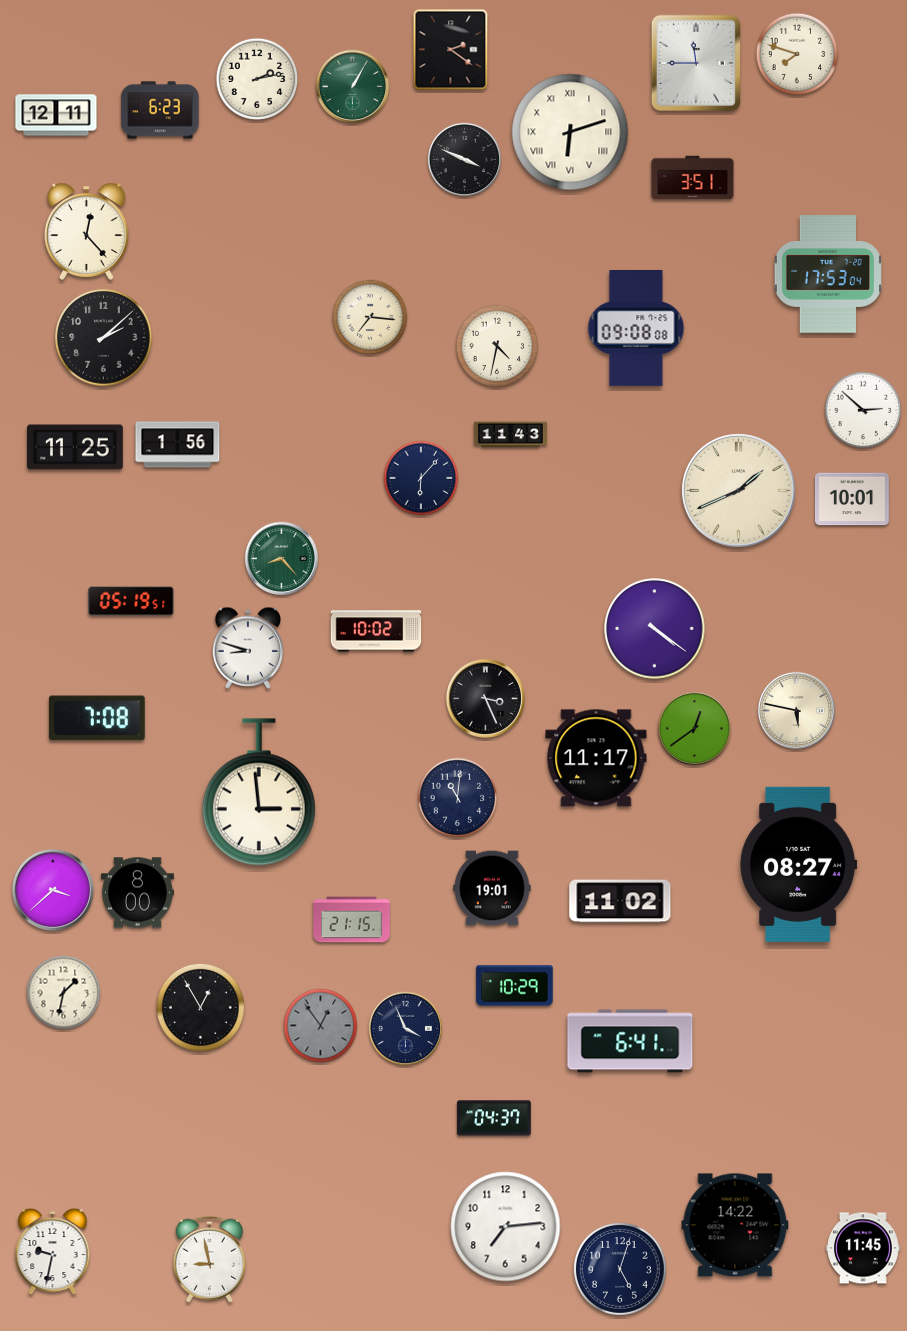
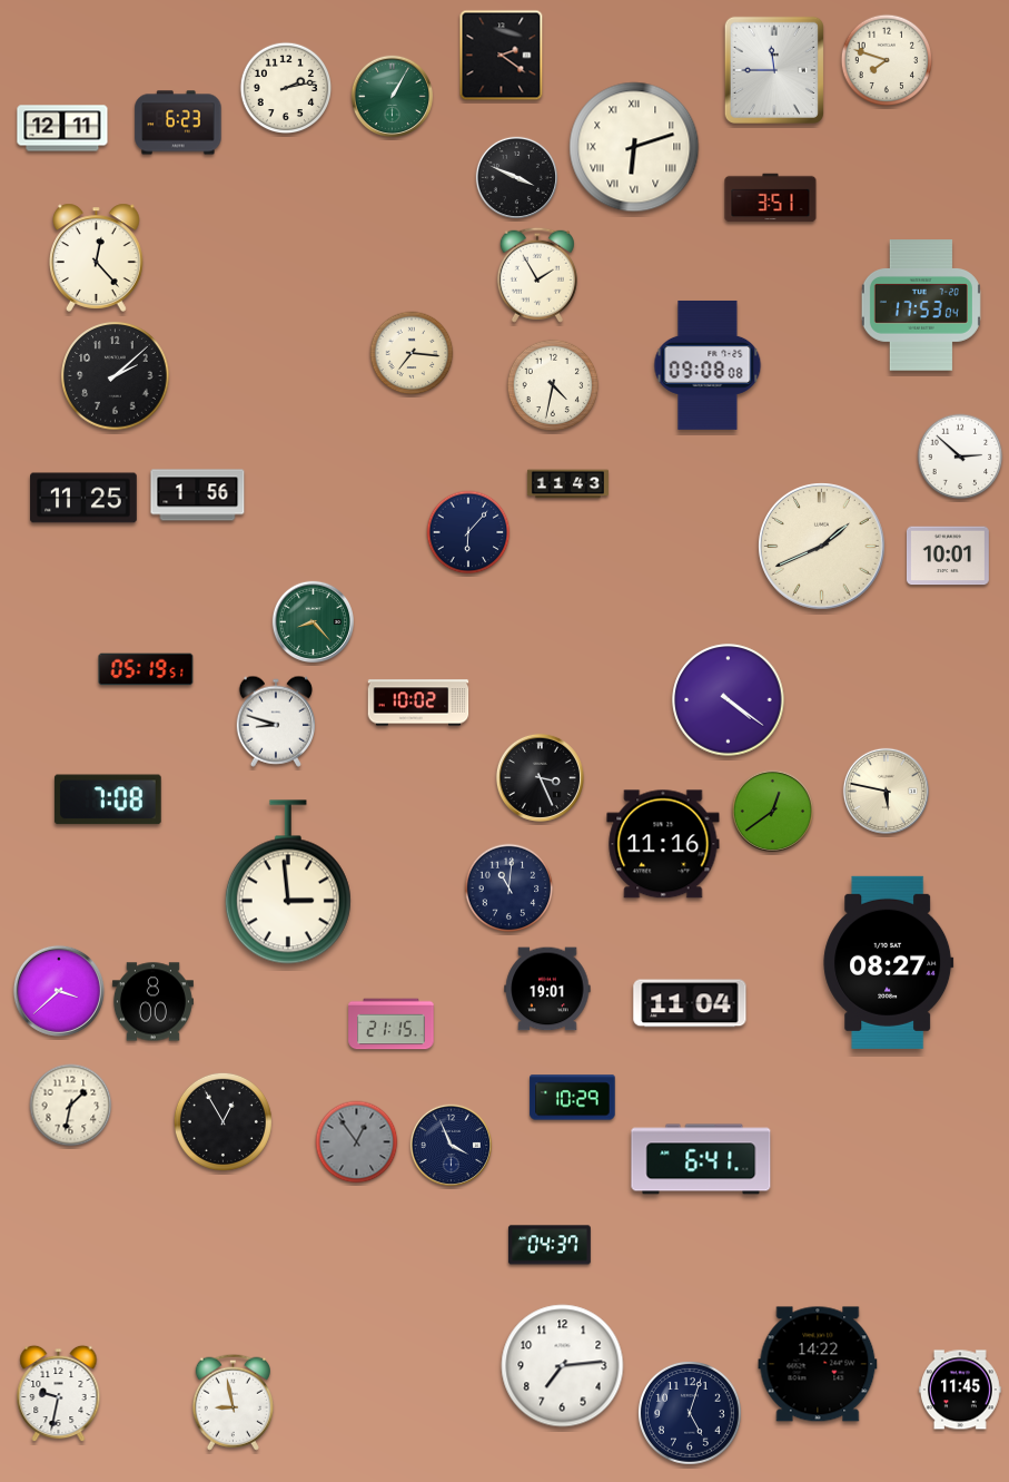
clock at (537, 275): none -> 1:55
clock at (596, 758): 11:17 -> 11:16
clock at (137, 893) position: (137, 893) -> (152, 1002)
clock at (620, 901): 11:02 -> 11:04
